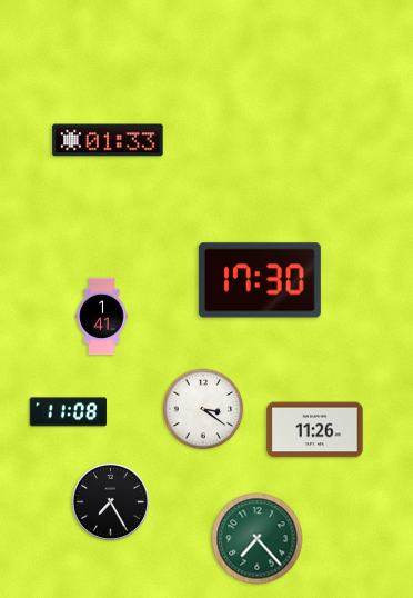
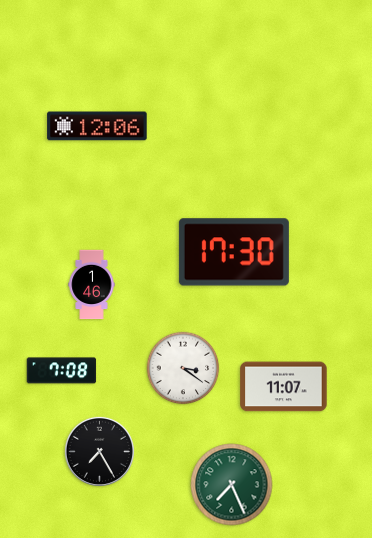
clock at (108, 140): 01:33 -> 12:06
clock at (102, 317): 1:41 -> 1:46
clock at (69, 412): 11:08 -> 7:08
clock at (315, 430): 11:26 -> 11:07
clock at (258, 539): 7:23 -> 7:26
